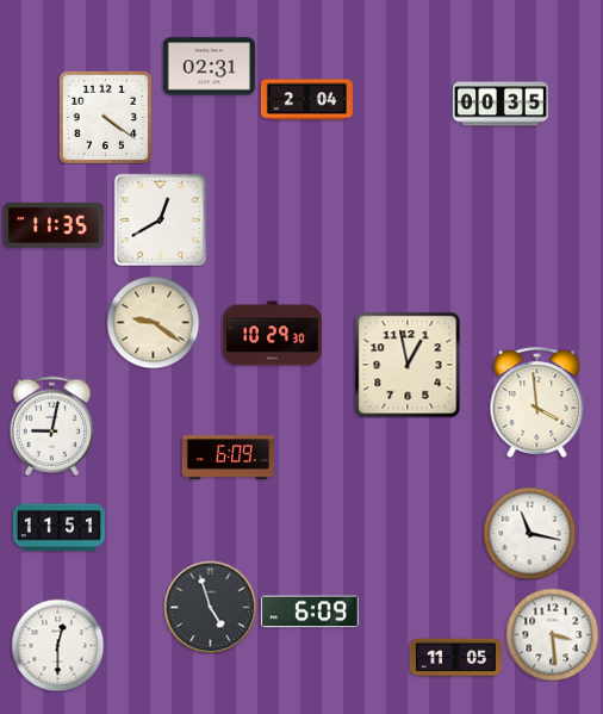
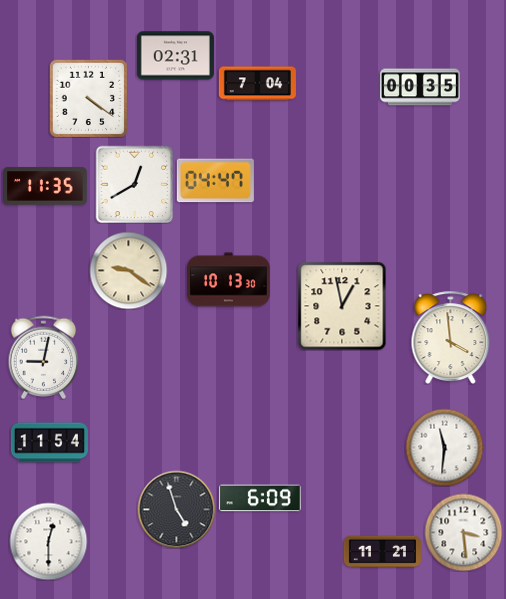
clock at (306, 100): 2:04 -> 7:04
clock at (215, 181): none -> 04:47
clock at (55, 225) position: (55, 225) -> (46, 186)
clock at (273, 334): 10:29 -> 10:13
clock at (228, 458): 6:09 -> none
clock at (58, 528): 11:51 -> 11:54
clock at (529, 533): 11:17 -> 11:31
clock at (310, 611) position: (310, 611) -> (260, 498)
clock at (455, 658): 11:05 -> 11:21
